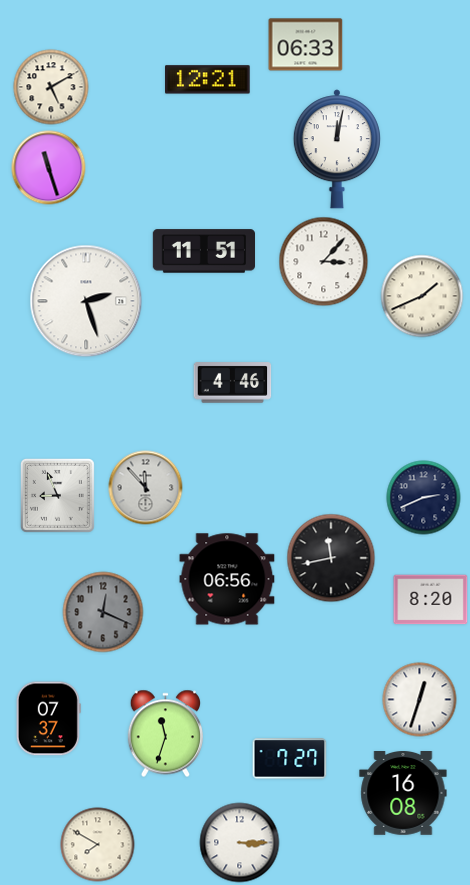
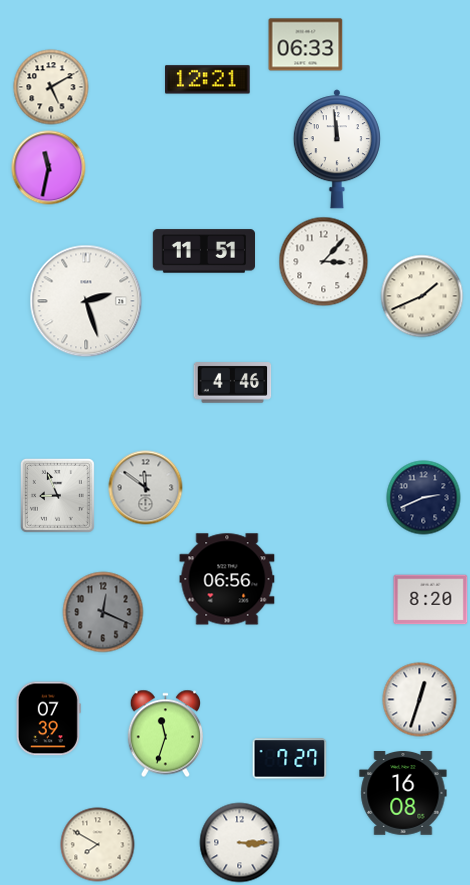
clock at (337, 149): 12:02 -> 11:59
clock at (49, 168): 11:27 -> 11:32
clock at (146, 488): 11:53 -> 11:51
clock at (331, 558): 11:43 -> none
clock at (48, 719): 07:37 -> 07:39
